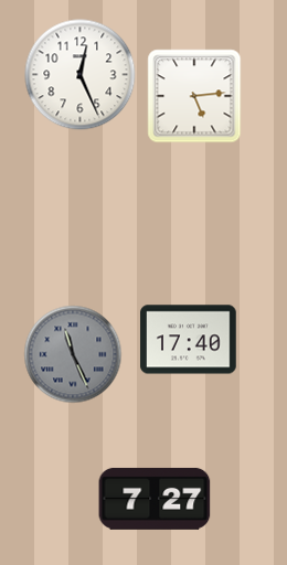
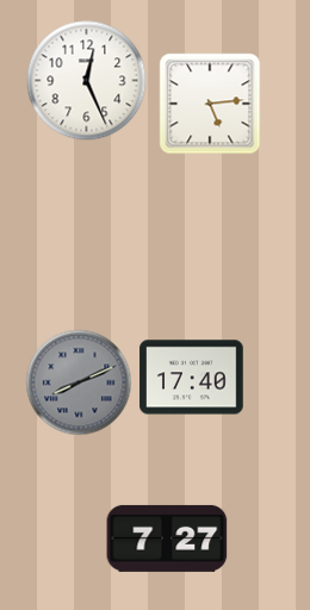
clock at (189, 340) position: (189, 340) -> (192, 378)
clock at (73, 354): 11:26 -> 8:11
